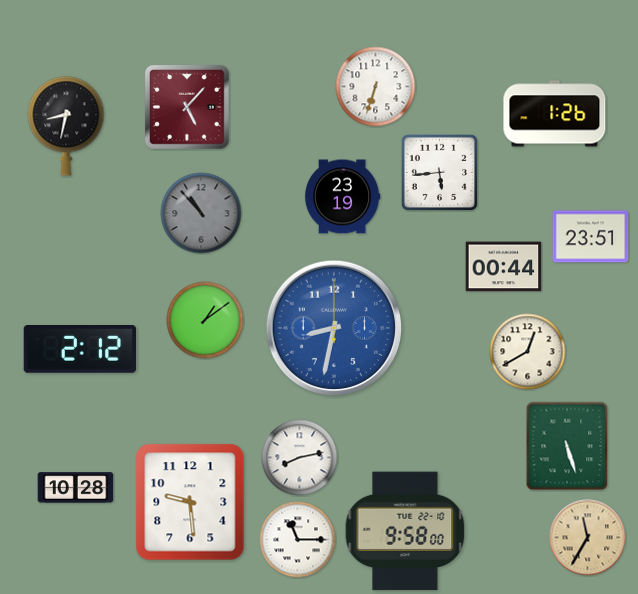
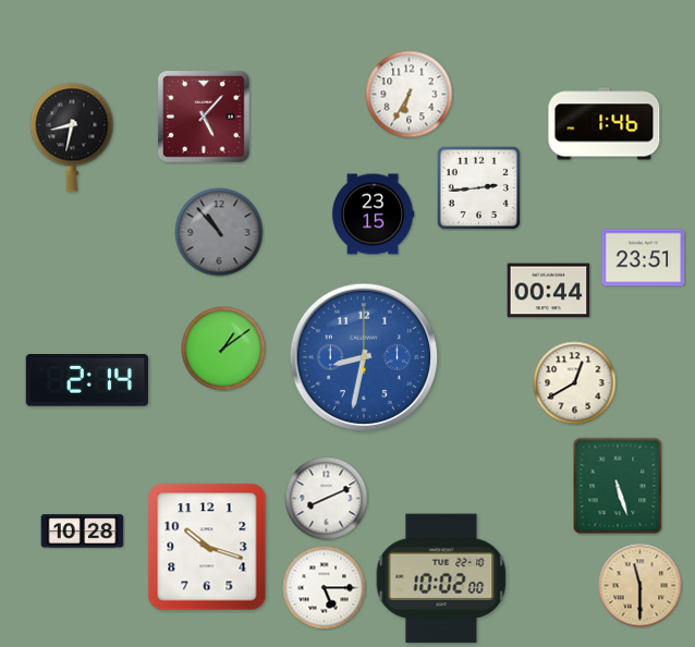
clock at (376, 87): 6:33 -> 6:35
clock at (555, 114): 1:26 -> 1:46
clock at (439, 172): 5:44 -> 2:44
clock at (342, 197): 23:19 -> 23:15
clock at (79, 350): 2:12 -> 2:14
clock at (300, 458): 8:13 -> 8:11
clock at (190, 502): 9:29 -> 10:18
clock at (405, 531): 9:58 -> 10:02
clock at (588, 538): 11:35 -> 11:30
clock at (298, 540): 11:15 -> 5:15
